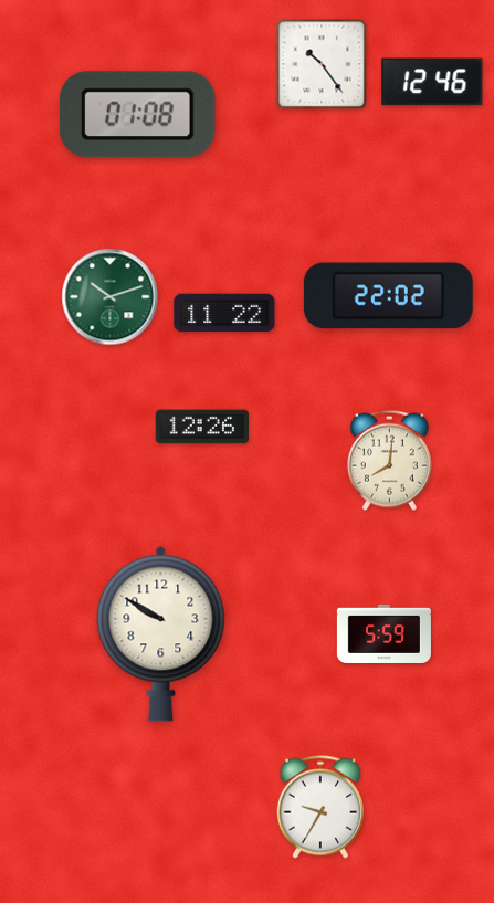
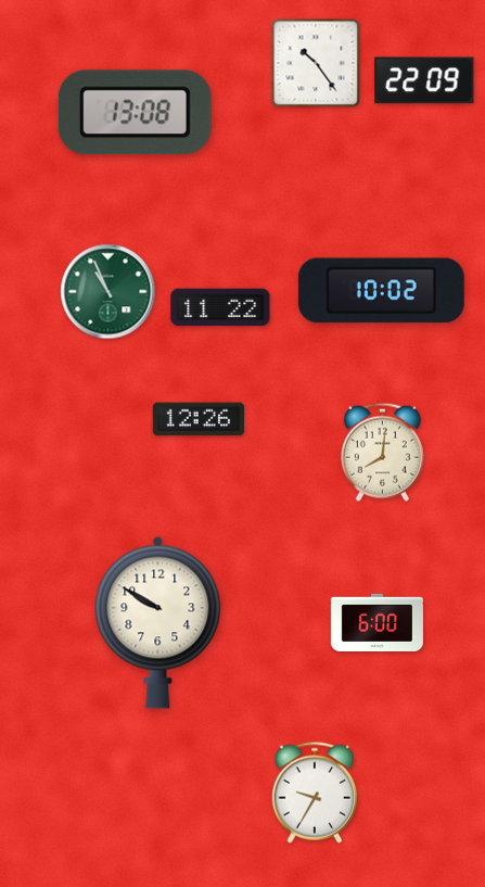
clock at (432, 82): 12:46 -> 22:09
clock at (137, 115): 01:08 -> 13:08
clock at (388, 296): 22:02 -> 10:02
clock at (111, 297): 10:12 -> 10:56
clock at (383, 633): 5:59 -> 6:00
